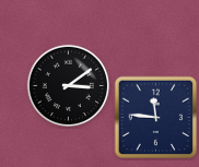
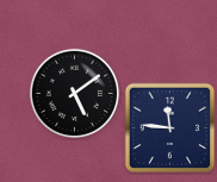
clock at (68, 85): 3:09 -> 5:09
